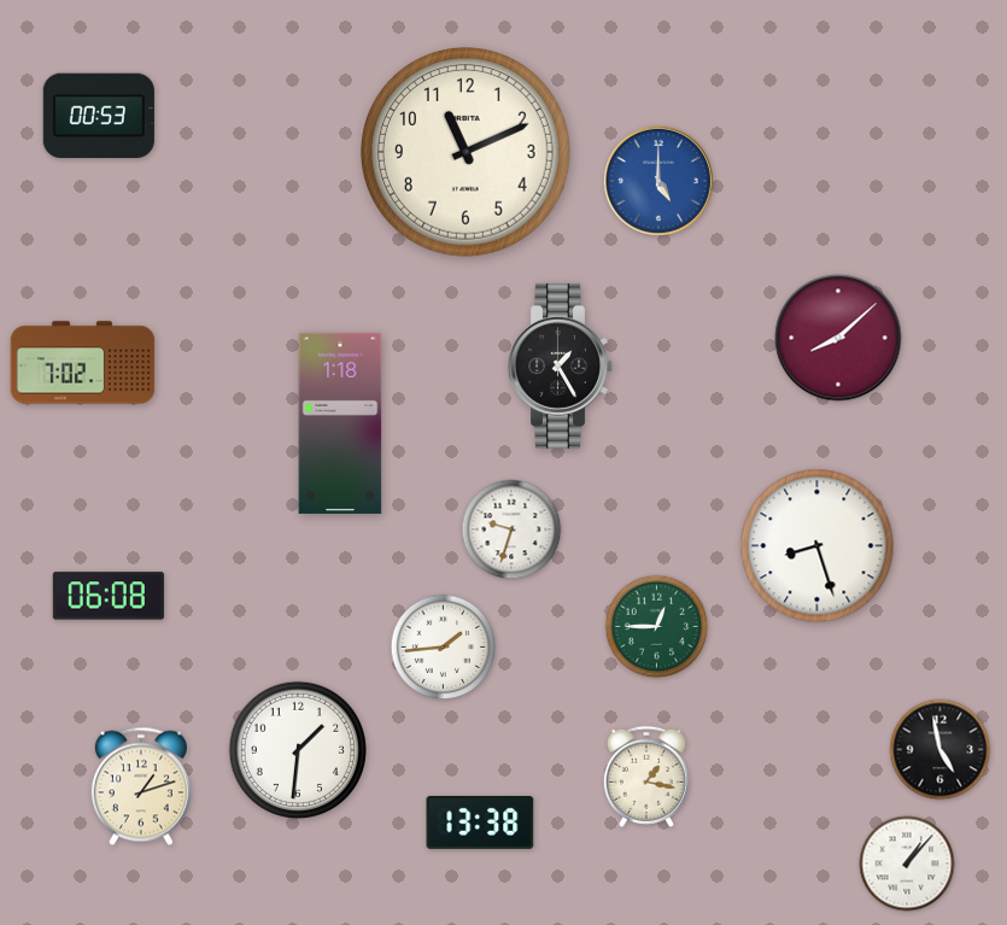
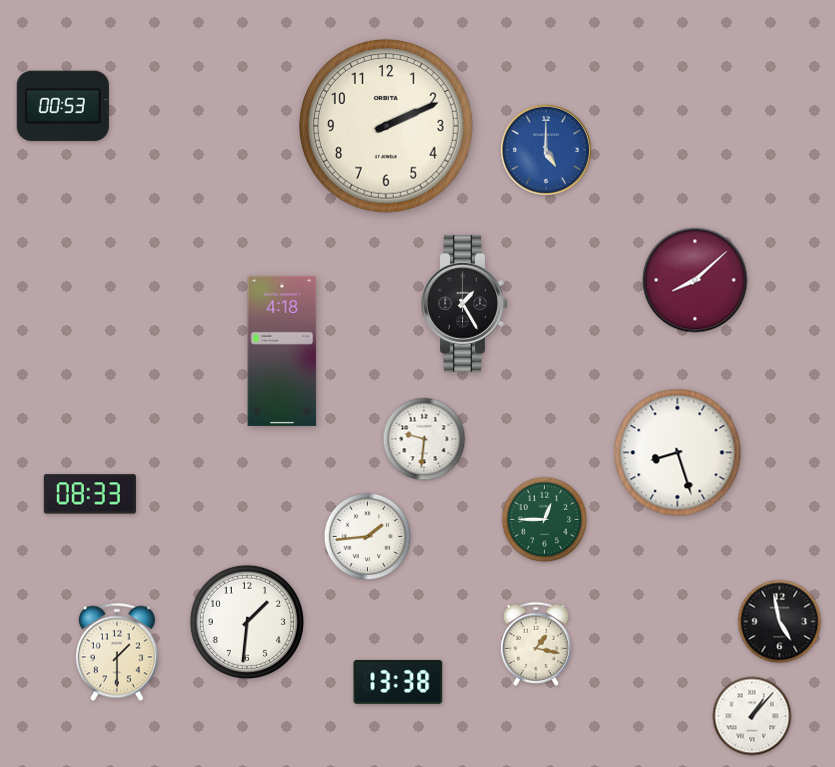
clock at (99, 115) position: (99, 115) -> (63, 105)
clock at (467, 153): 11:11 -> 2:11
clock at (83, 363): 7:02 -> none
clock at (340, 423): 1:18 -> 4:18
clock at (511, 529): 9:33 -> 9:31
clock at (109, 596): 06:08 -> 08:33
clock at (141, 786): 1:12 -> 1:30
